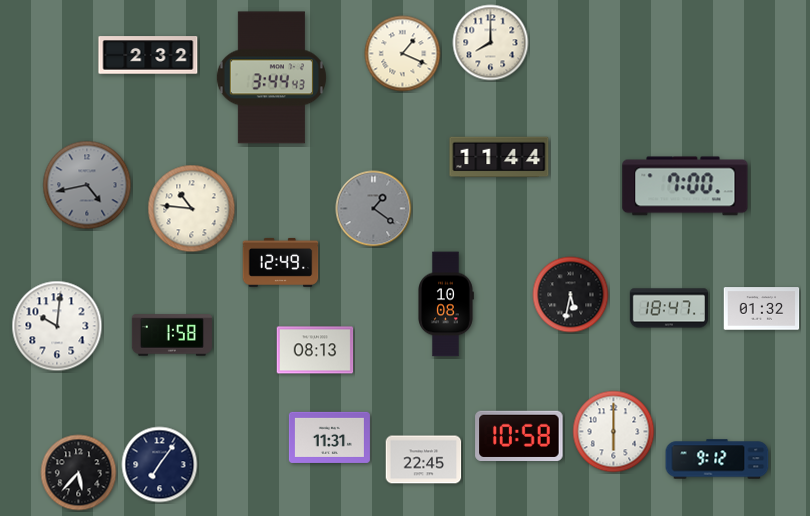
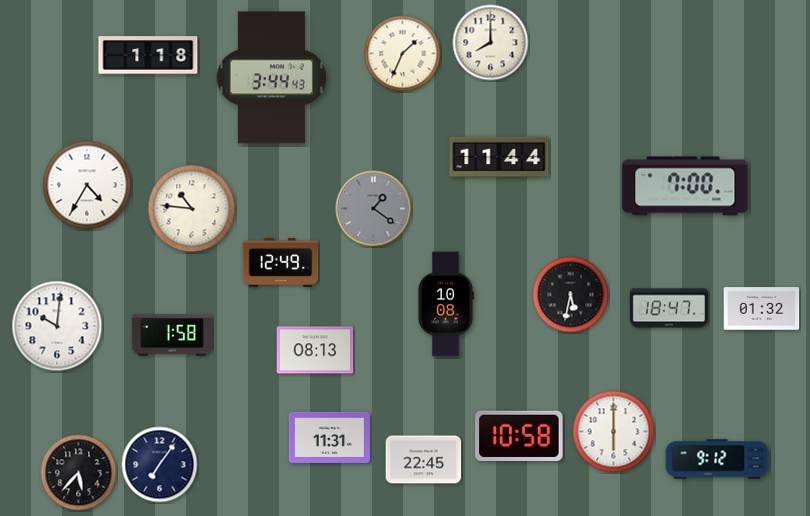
clock at (403, 54): 1:19 -> 1:34
clock at (148, 55): 2:32 -> 1:18
clock at (87, 185): 4:43 -> 4:35
clock at (87, 185) dial: grey -> white
